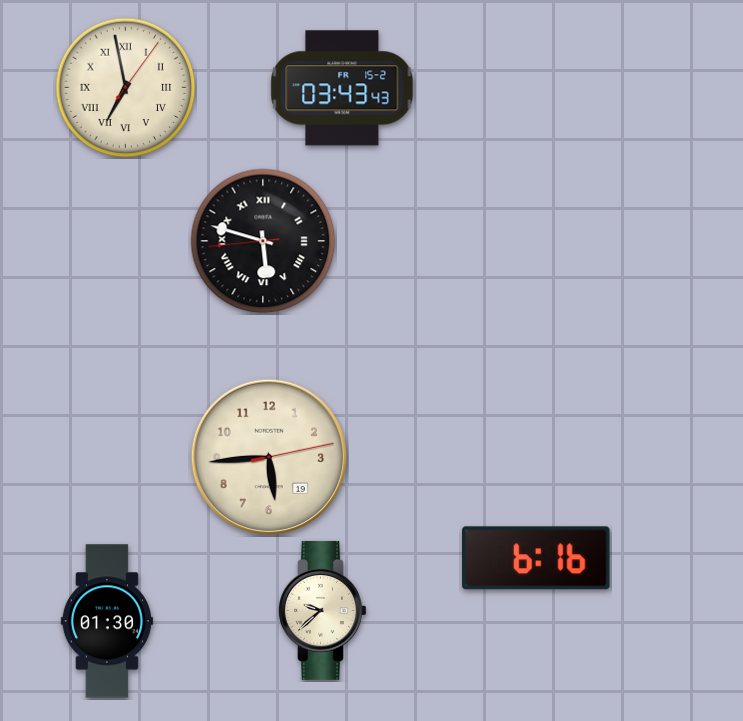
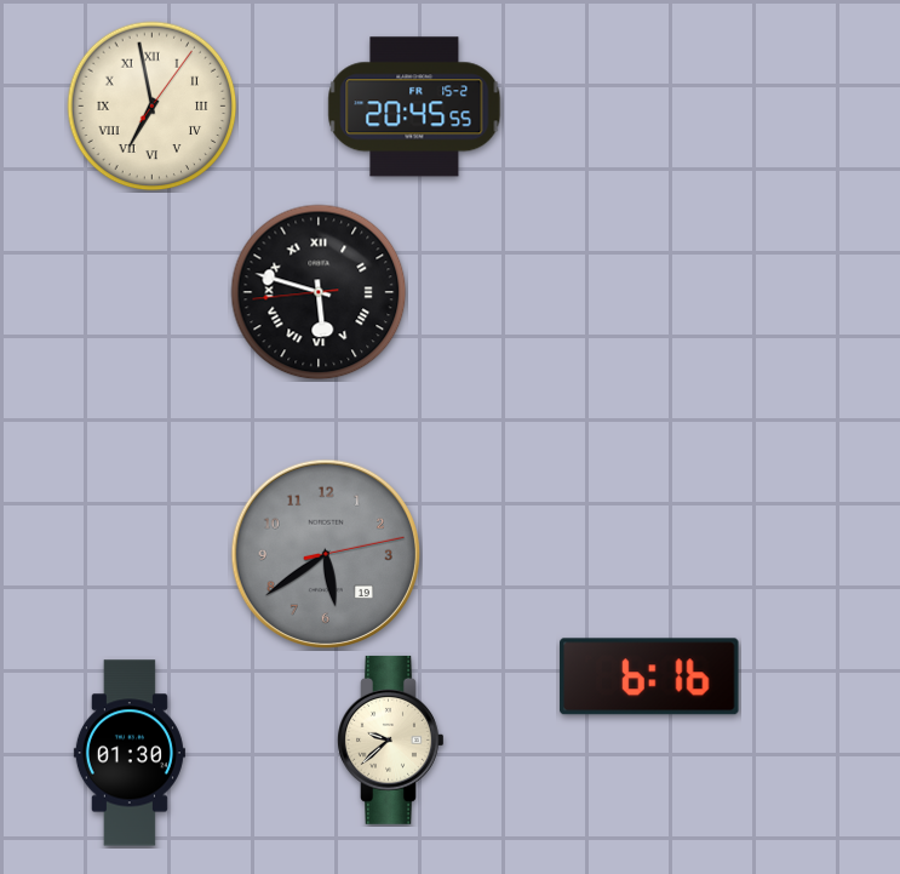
clock at (342, 88): 03:43 -> 20:45
clock at (269, 457): 5:44 -> 5:39
clock at (269, 457) dial: cream -> grey
